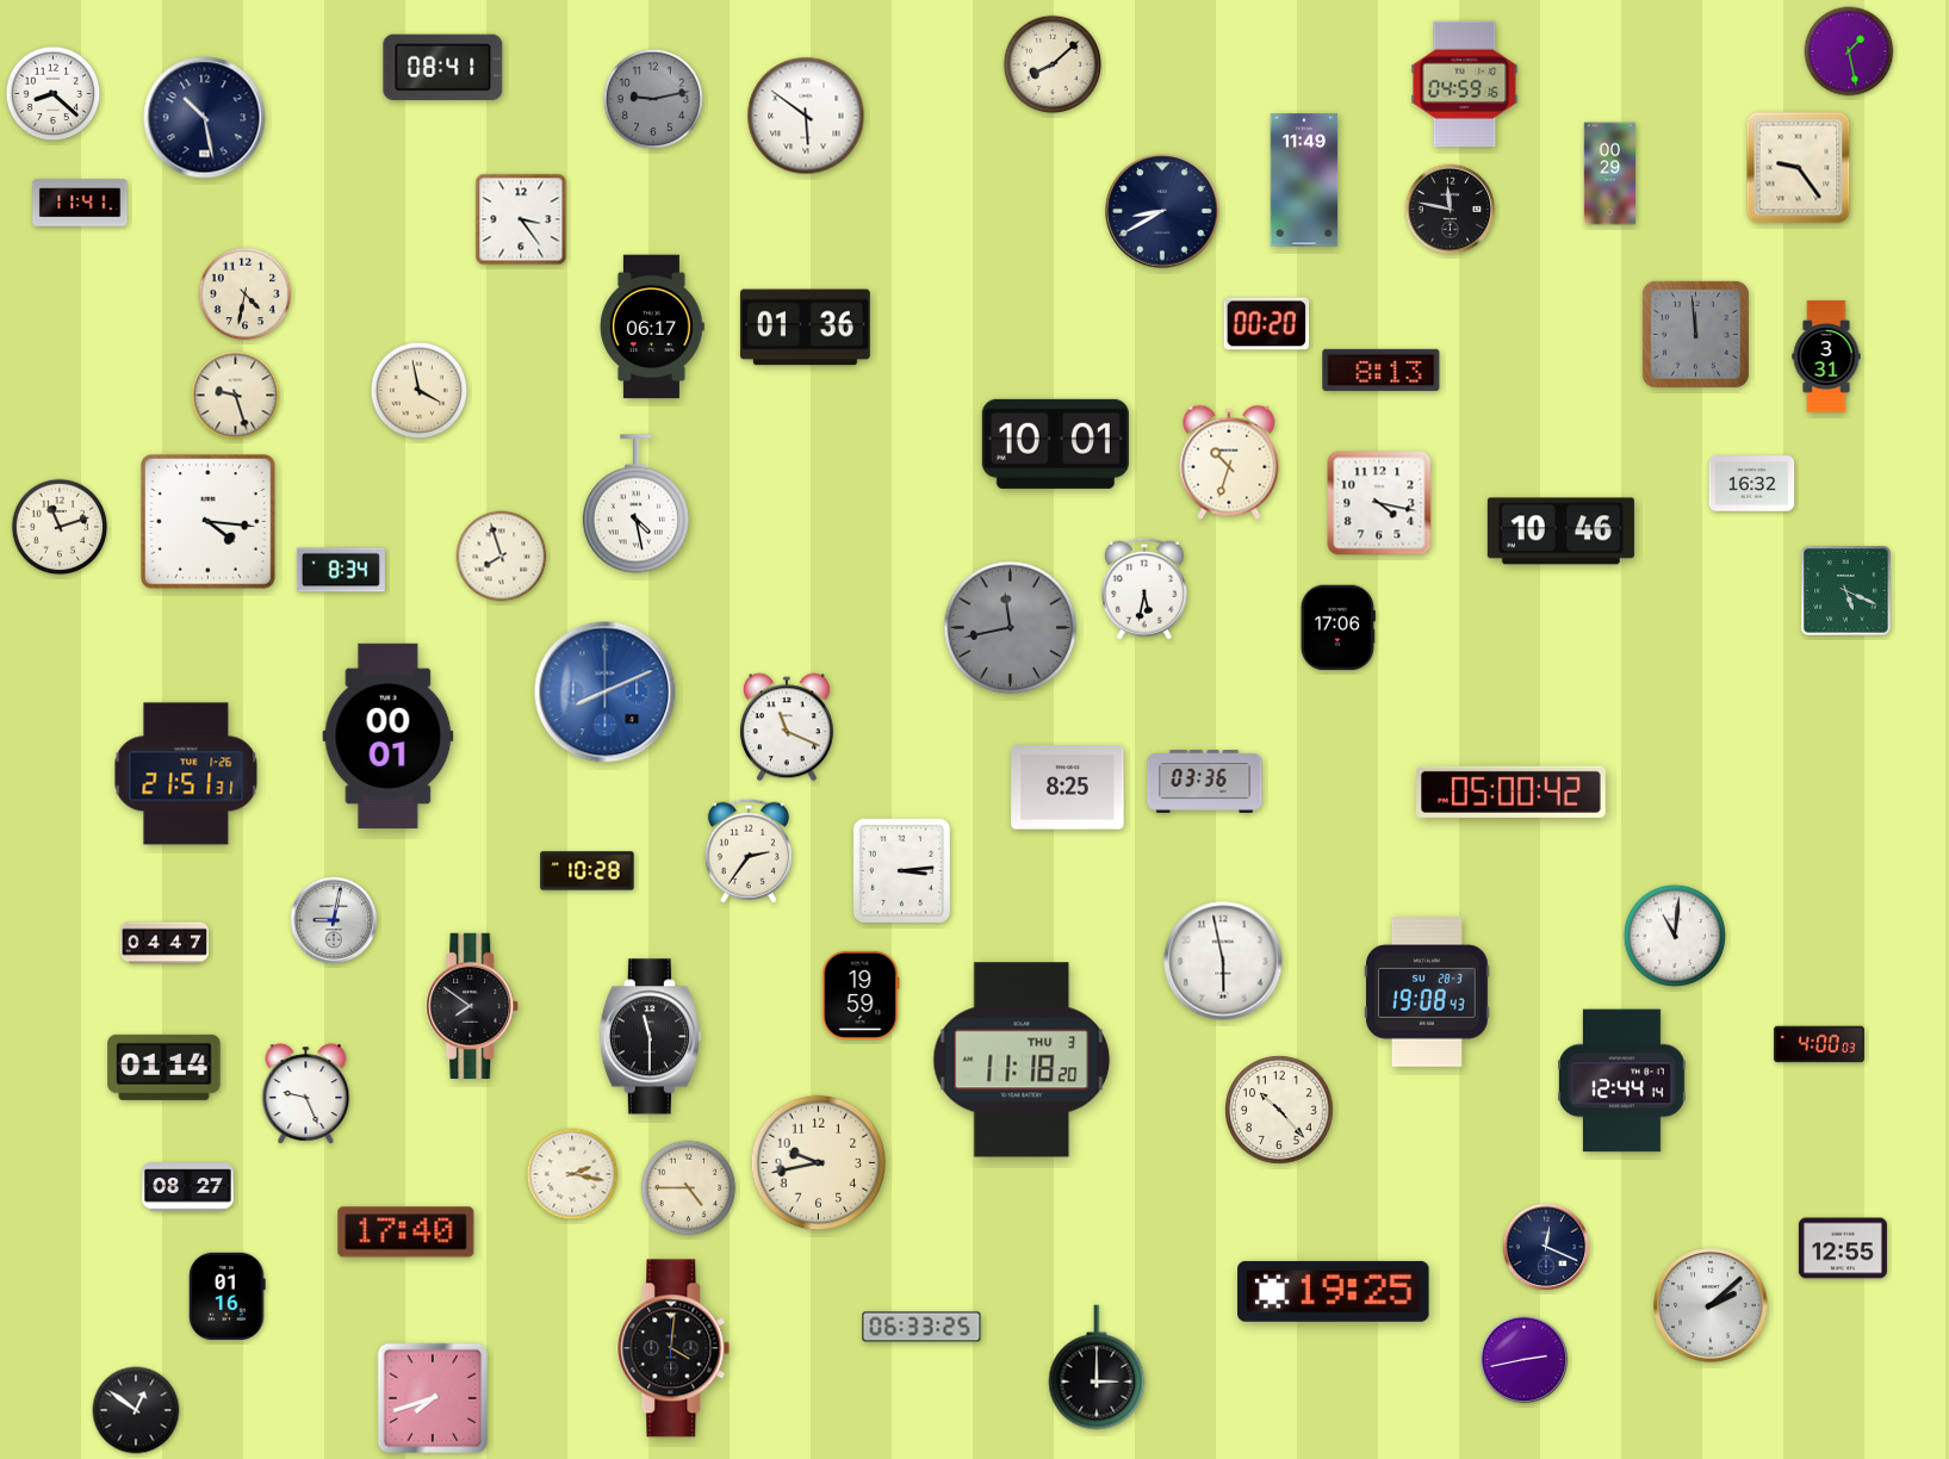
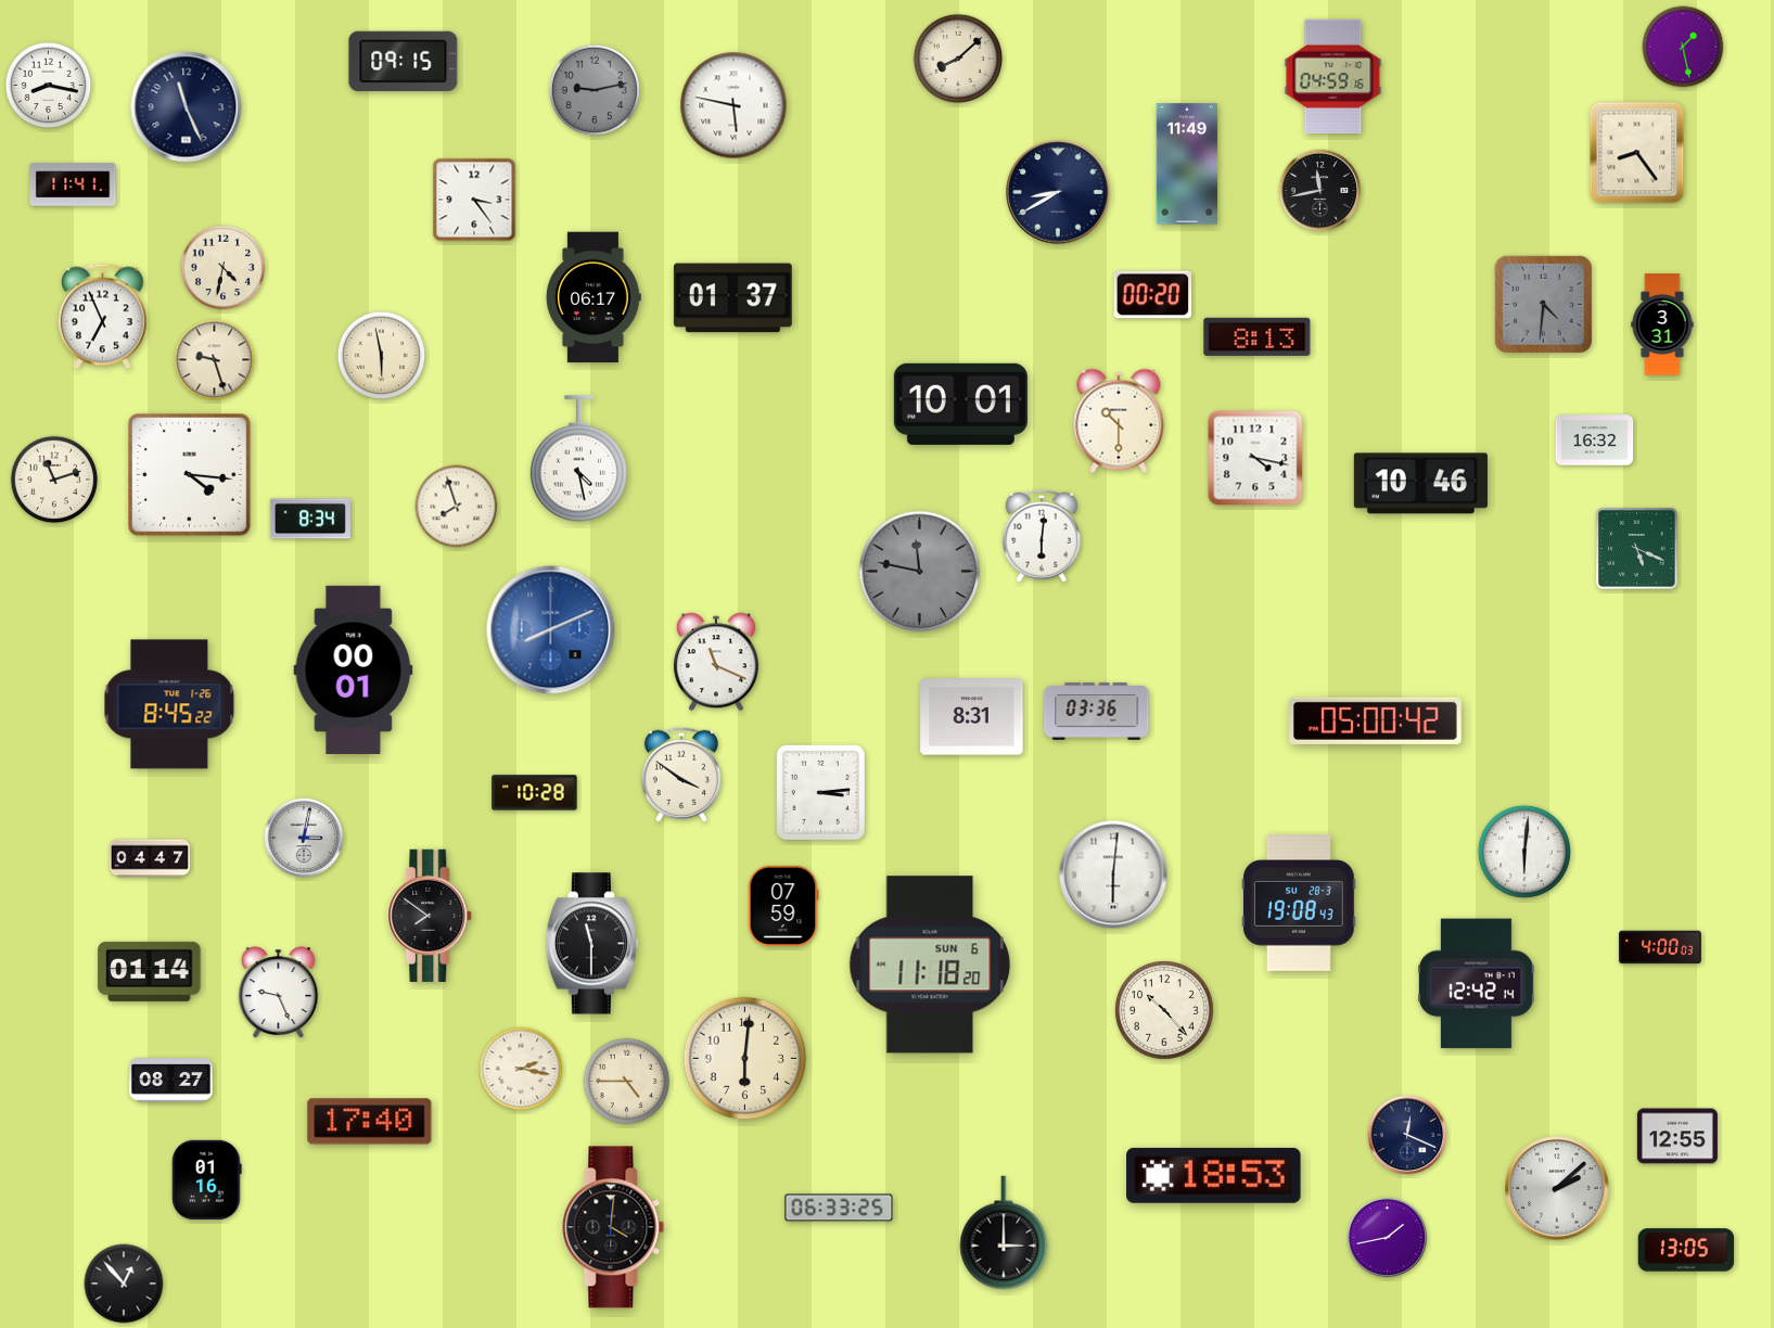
clock at (443, 67): 08:41 -> 09:15
clock at (54, 94): 8:22 -> 8:17
clock at (806, 116): 5:51 -> 5:47
clock at (205, 118): 10:28 -> 11:26
clock at (1799, 168): 9:24 -> 8:24
clock at (1610, 174): 00:29 -> none
clock at (1451, 210): 11:47 -> 11:43
clock at (805, 328): 01:36 -> 01:37
clock at (1695, 334): 11:59 -> 4:31
clock at (103, 317): none -> 6:56
clock at (420, 391): 3:58 -> 5:58
clock at (1229, 462): 10:33 -> 10:30
clock at (1144, 589): 5:32 -> 6:01
clock at (1846, 591) position: (1846, 591) -> (1637, 549)
clock at (1011, 628): 11:43 -> 11:47
clock at (1337, 628): 17:06 -> none
clock at (186, 774): 21:51 -> 8:45
clock at (1068, 788): 8:25 -> 8:31
clock at (749, 851): 2:36 -> 3:51
clock at (334, 920): 9:02 -> 3:02
clock at (1675, 936): 11:01 -> 6:01
clock at (1223, 961): 5:58 -> 6:01
clock at (861, 995): 19:59 -> 07:59
clock at (1819, 1044) position: (1819, 1044) -> (1660, 947)
clock at (1022, 1060) date: THU 3 -> SUN 6
clock at (1622, 1081): 12:44 -> 12:42
clock at (306, 1094) position: (306, 1094) -> (279, 993)
clock at (819, 1163): 9:43 -> 6:01
clock at (1334, 1291): 19:25 -> 18:53
clock at (1525, 1360): 2:43 -> 1:43
clock at (1097, 1367) position: (1097, 1367) -> (1004, 1233)
clock at (1686, 1250): none -> 13:05
clock at (433, 1398): 7:42 -> none
clock at (136, 1410): 12:51 -> 12:53
